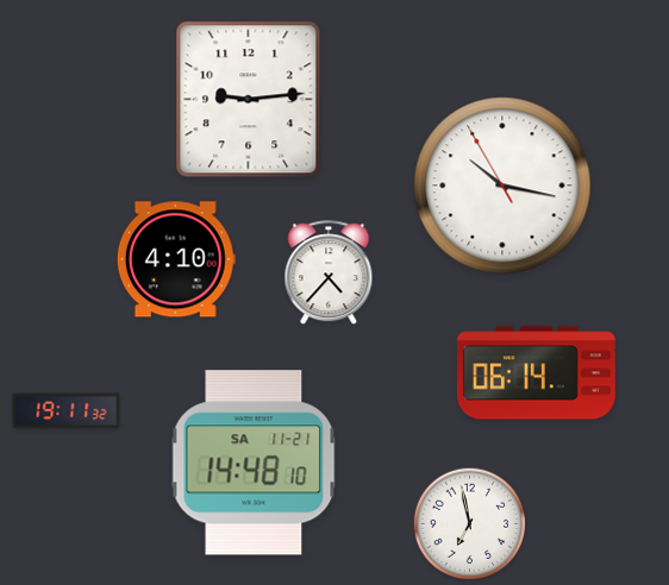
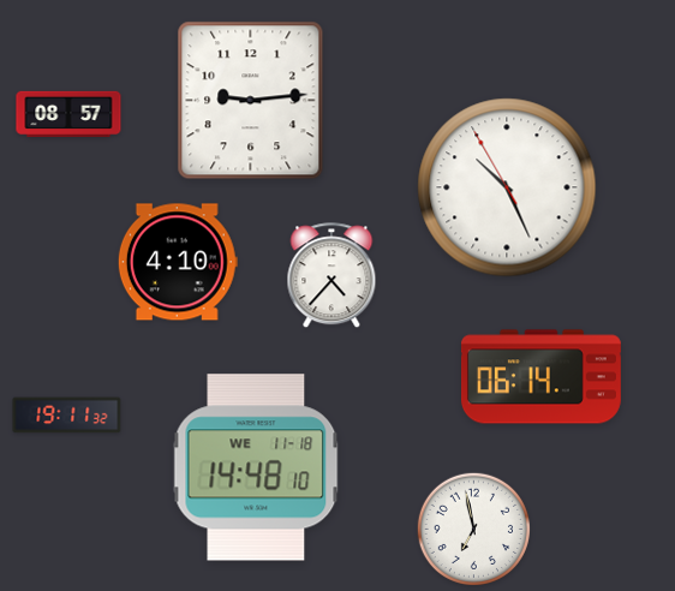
clock at (68, 113): none -> 08:57
clock at (502, 185): 10:16 -> 10:25
clock at (254, 463) date: SA 11-21 -> WE 11-18
